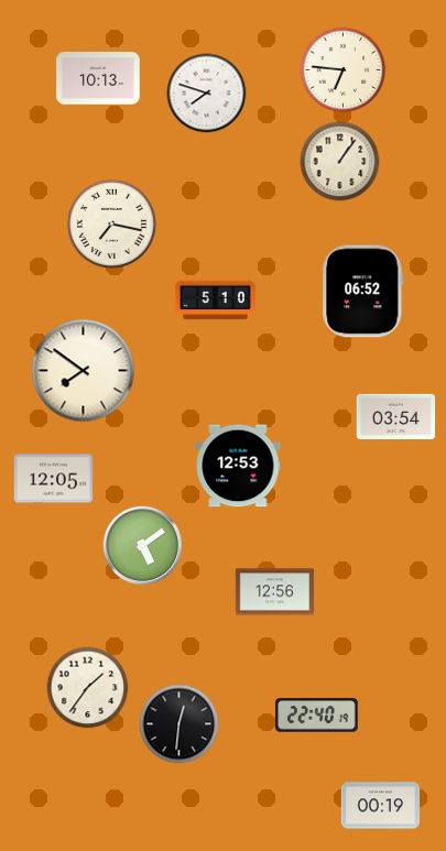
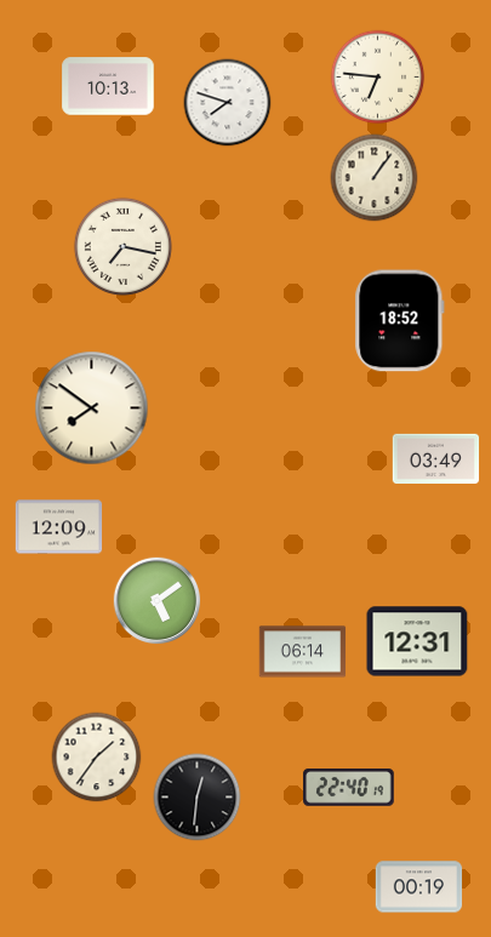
clock at (363, 292): 06:52 -> 18:52
clock at (215, 301): 5:10 -> none
clock at (396, 416): 03:54 -> 03:49
clock at (238, 466): 12:53 -> none
clock at (54, 479): 12:05 -> 12:09
clock at (417, 641): none -> 12:31
clock at (275, 592): 12:56 -> 06:14
